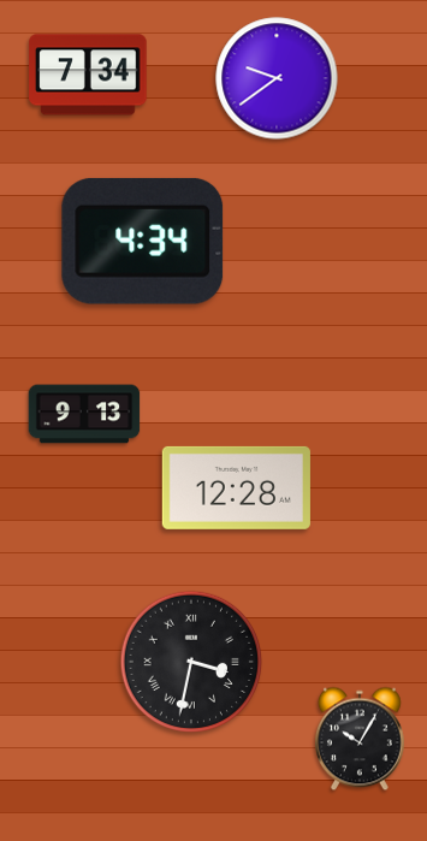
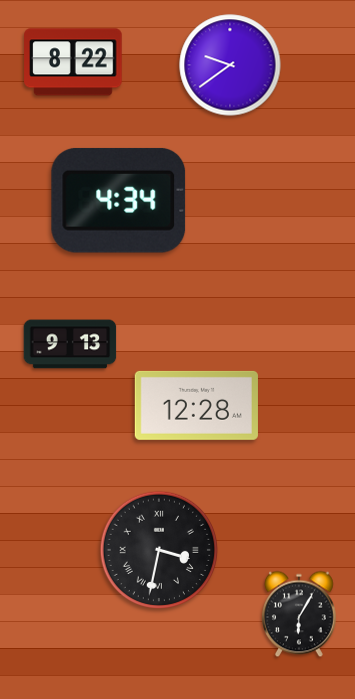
clock at (88, 75): 7:34 -> 8:22
clock at (360, 739): 10:05 -> 6:05
